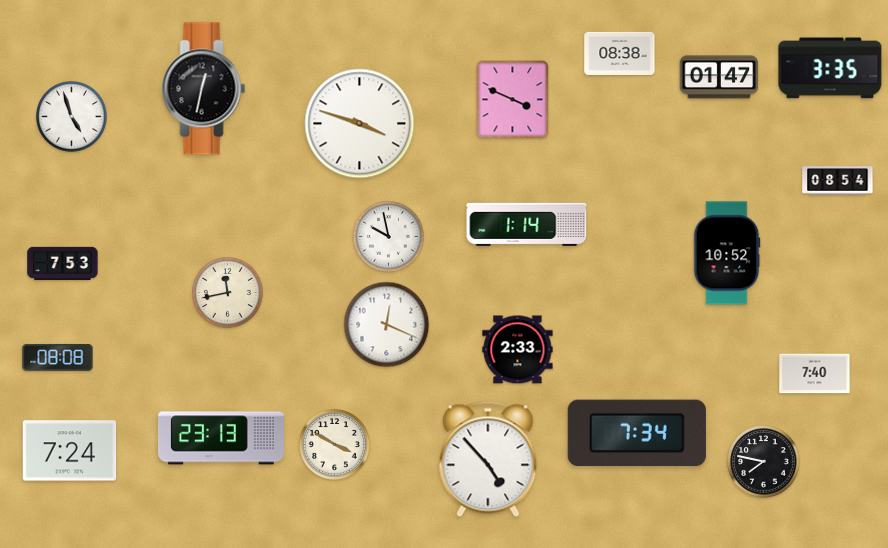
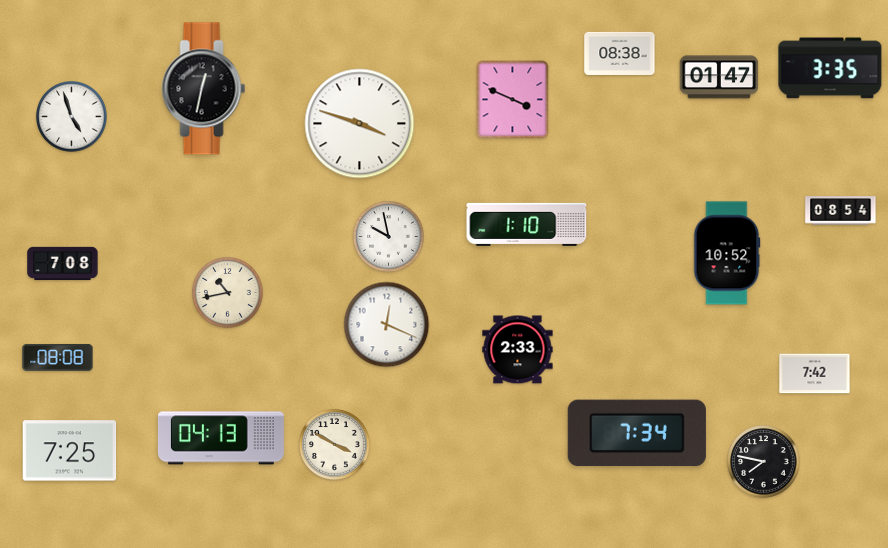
clock at (838, 181) position: (838, 181) -> (841, 211)
clock at (527, 224): 1:14 -> 1:10
clock at (63, 264): 7:53 -> 7:08
clock at (228, 293): 11:43 -> 10:43
clock at (815, 374): 7:40 -> 7:42
clock at (221, 438): 23:13 -> 04:13
clock at (70, 451): 7:24 -> 7:25
clock at (488, 459): 4:53 -> none
